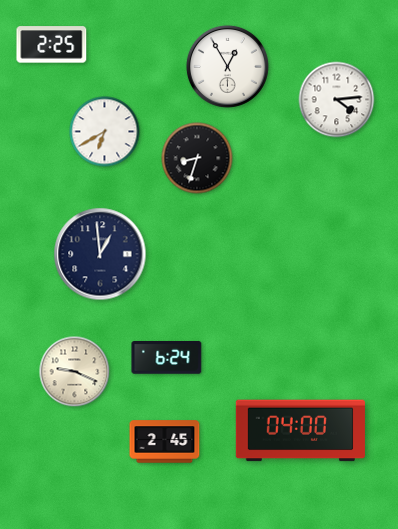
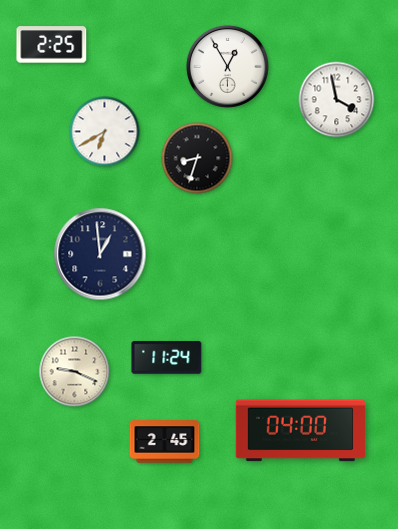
clock at (337, 100): 4:14 -> 3:58
clock at (167, 358): 6:24 -> 11:24
